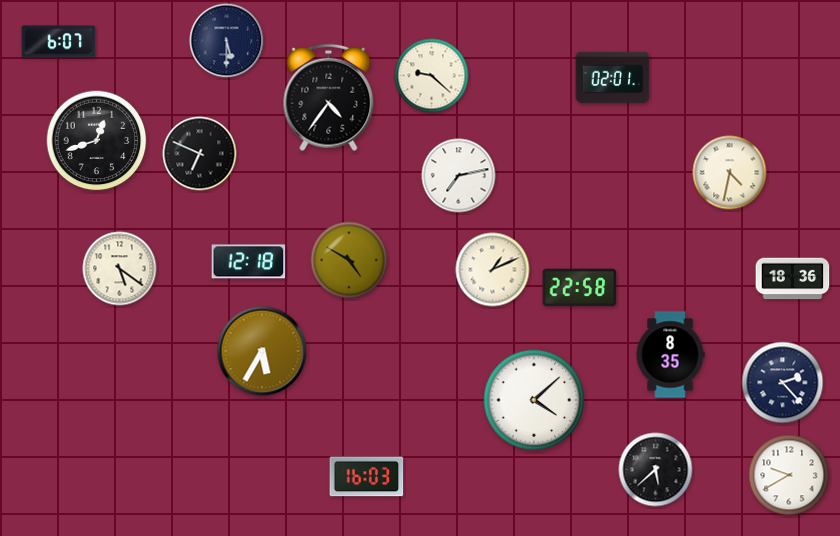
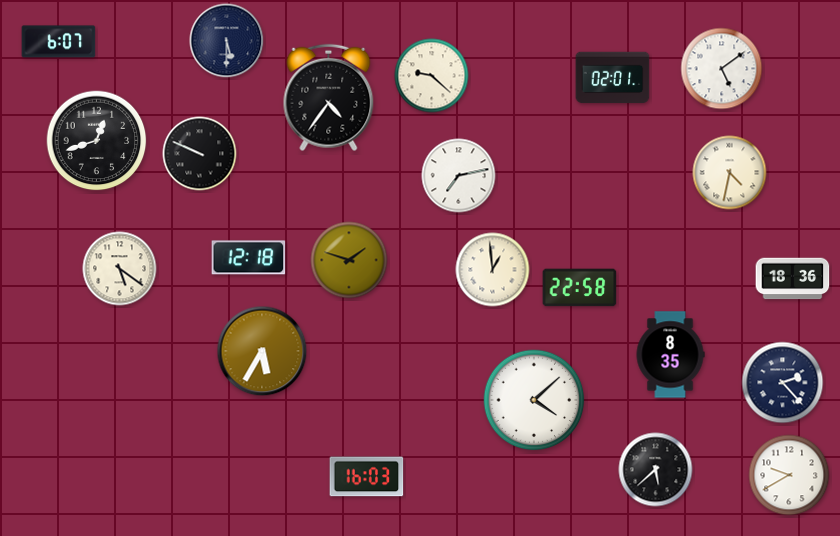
clock at (722, 69): none -> 5:09
clock at (200, 154): 6:49 -> 9:49
clock at (349, 260): 4:50 -> 1:48
clock at (249, 262) position: (249, 262) -> (249, 258)
clock at (493, 270): 1:11 -> 12:59
